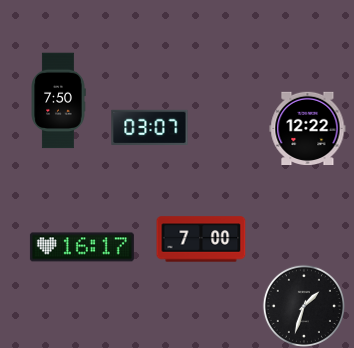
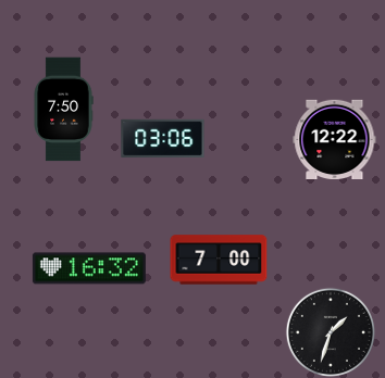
clock at (150, 128): 03:07 -> 03:06
clock at (82, 247): 16:17 -> 16:32
